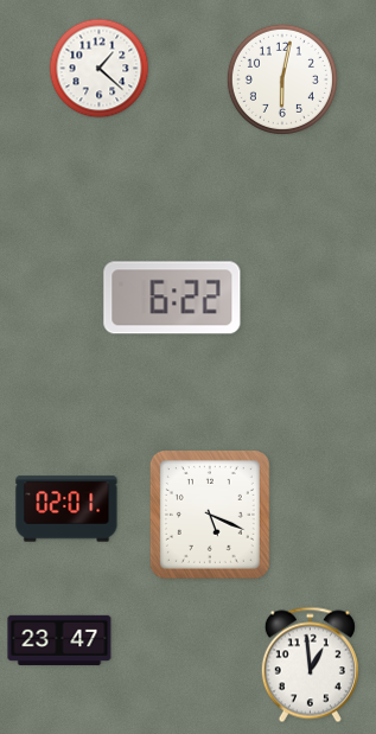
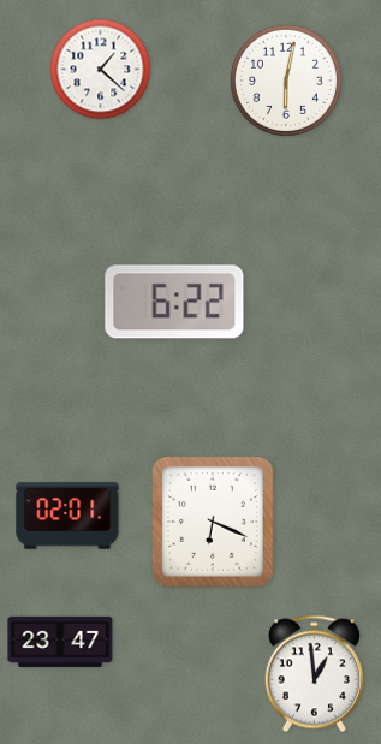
clock at (210, 515): 5:19 -> 6:19
clock at (59, 640) position: (59, 640) -> (60, 642)
